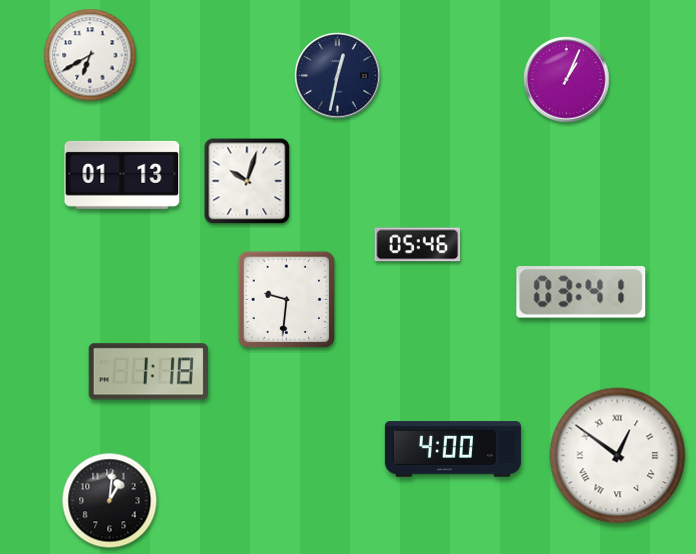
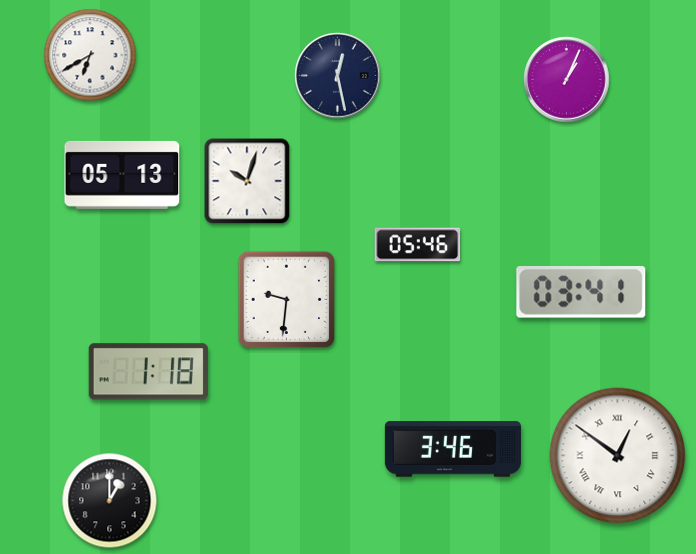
clock at (338, 76): 12:32 -> 12:28
clock at (122, 175): 01:13 -> 05:13
clock at (453, 449): 4:00 -> 3:46
clock at (110, 501): 1:01 -> 1:00
